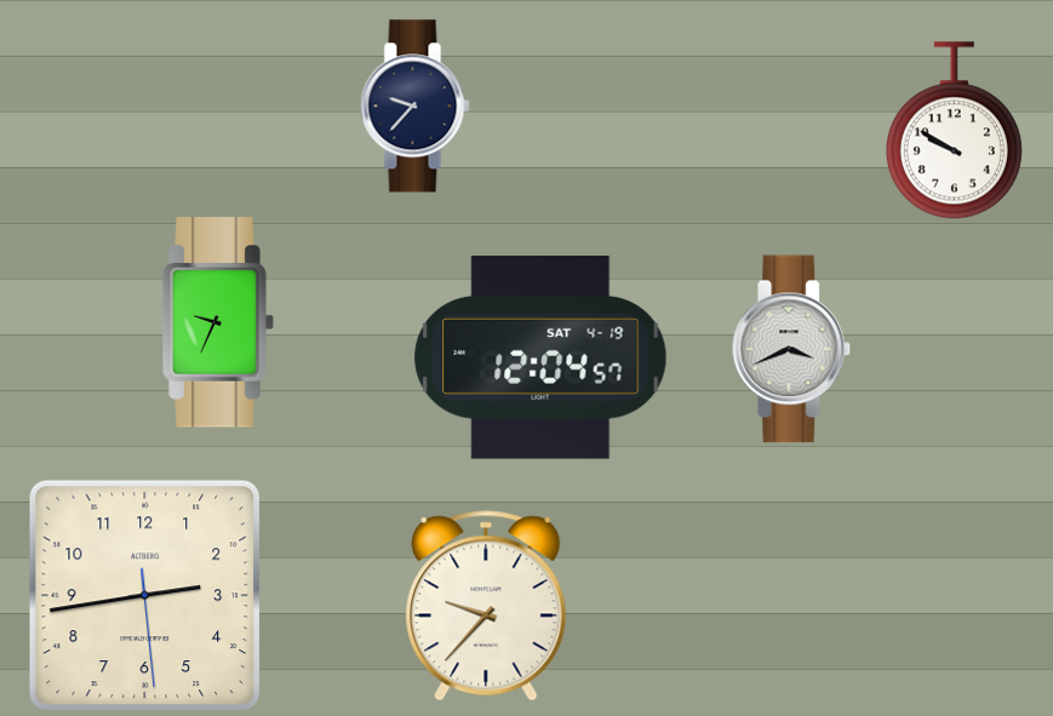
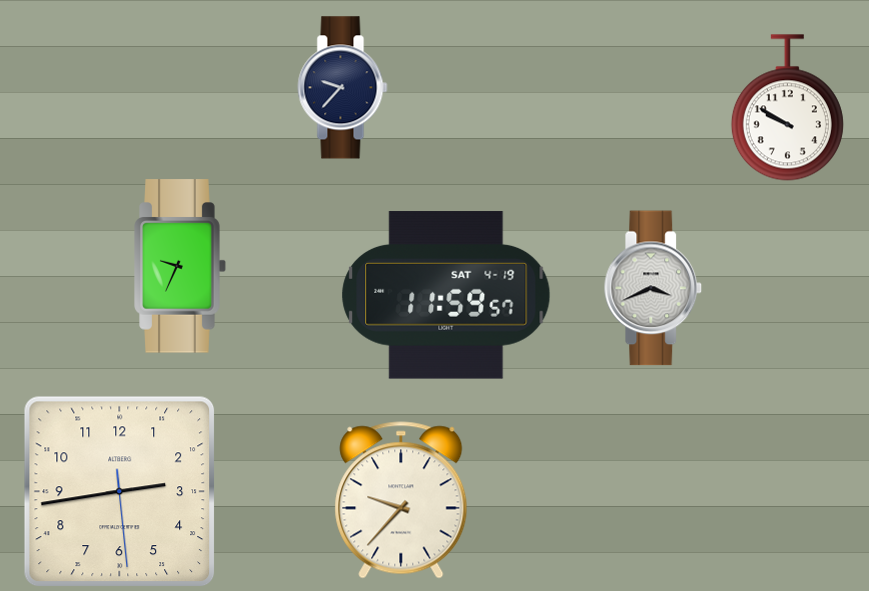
clock at (540, 357): 12:04 -> 11:59
